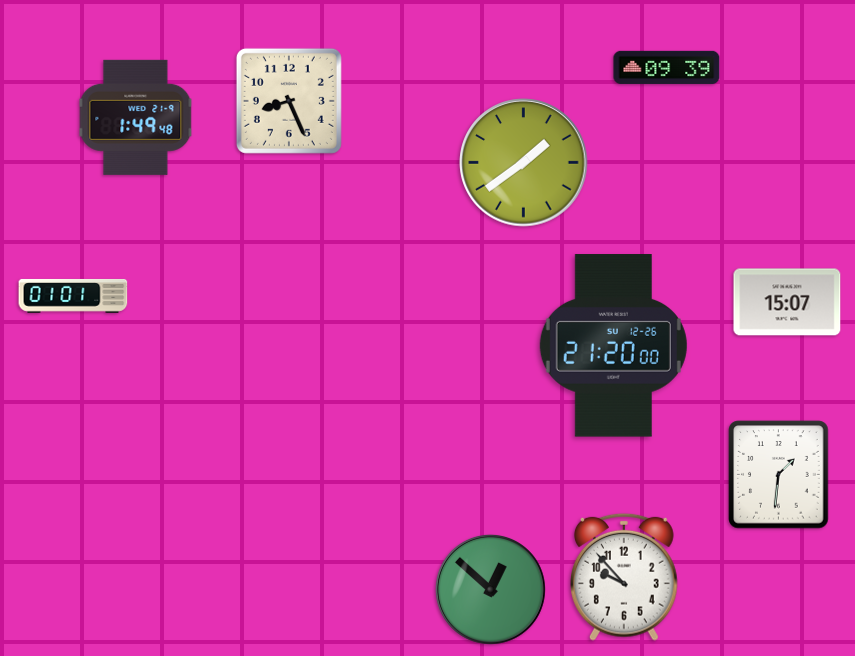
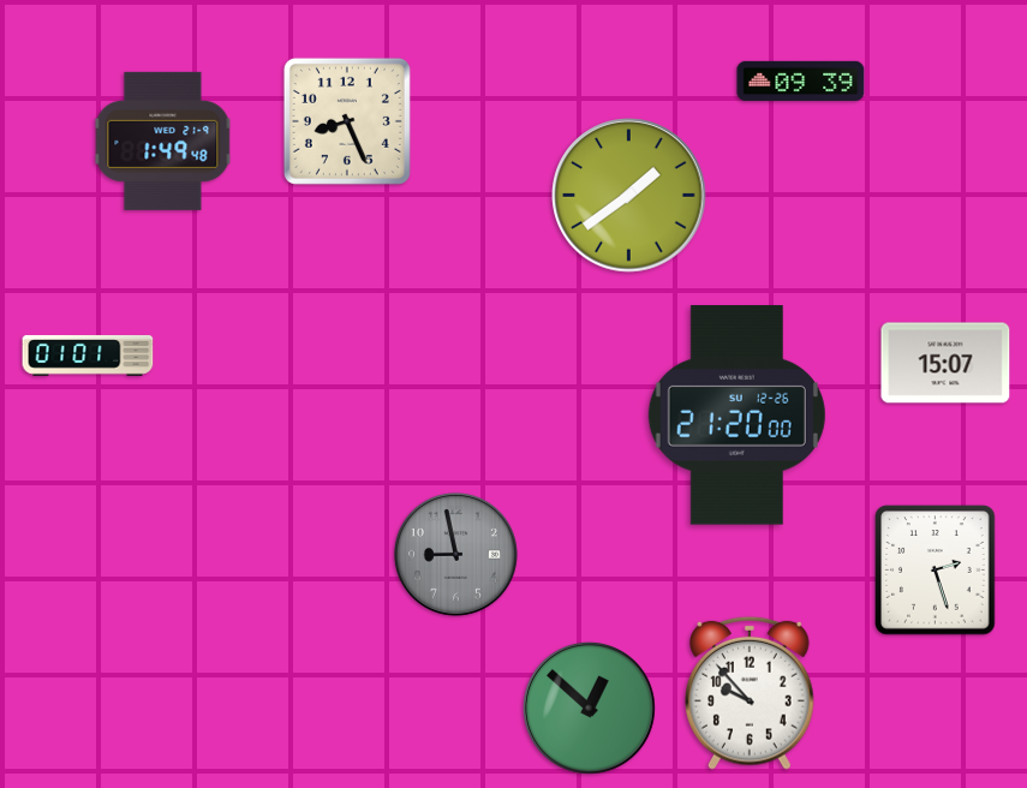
clock at (455, 554): none -> 8:58
clock at (779, 475): 1:31 -> 2:27
